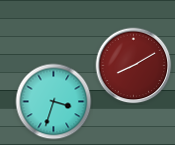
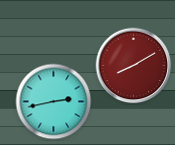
clock at (54, 102): 3:33 -> 2:43
